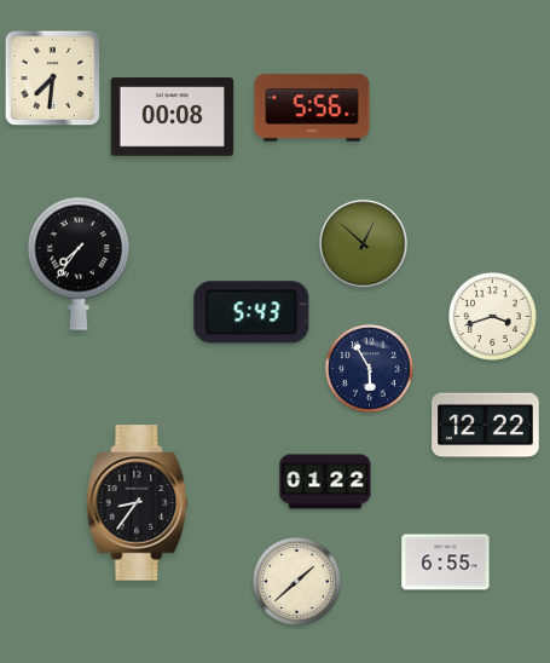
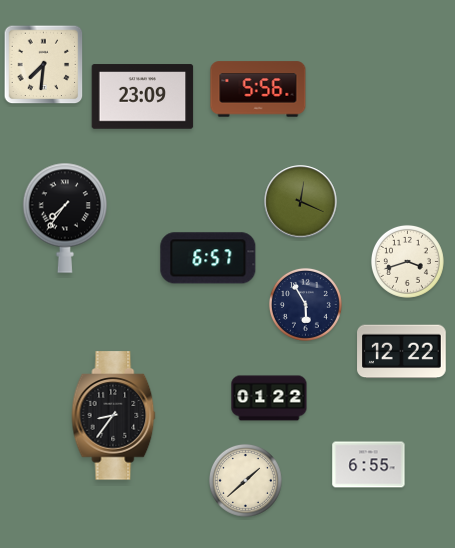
clock at (173, 117): 00:08 -> 23:09
clock at (364, 244): 12:52 -> 12:19
clock at (251, 312): 5:43 -> 6:57
